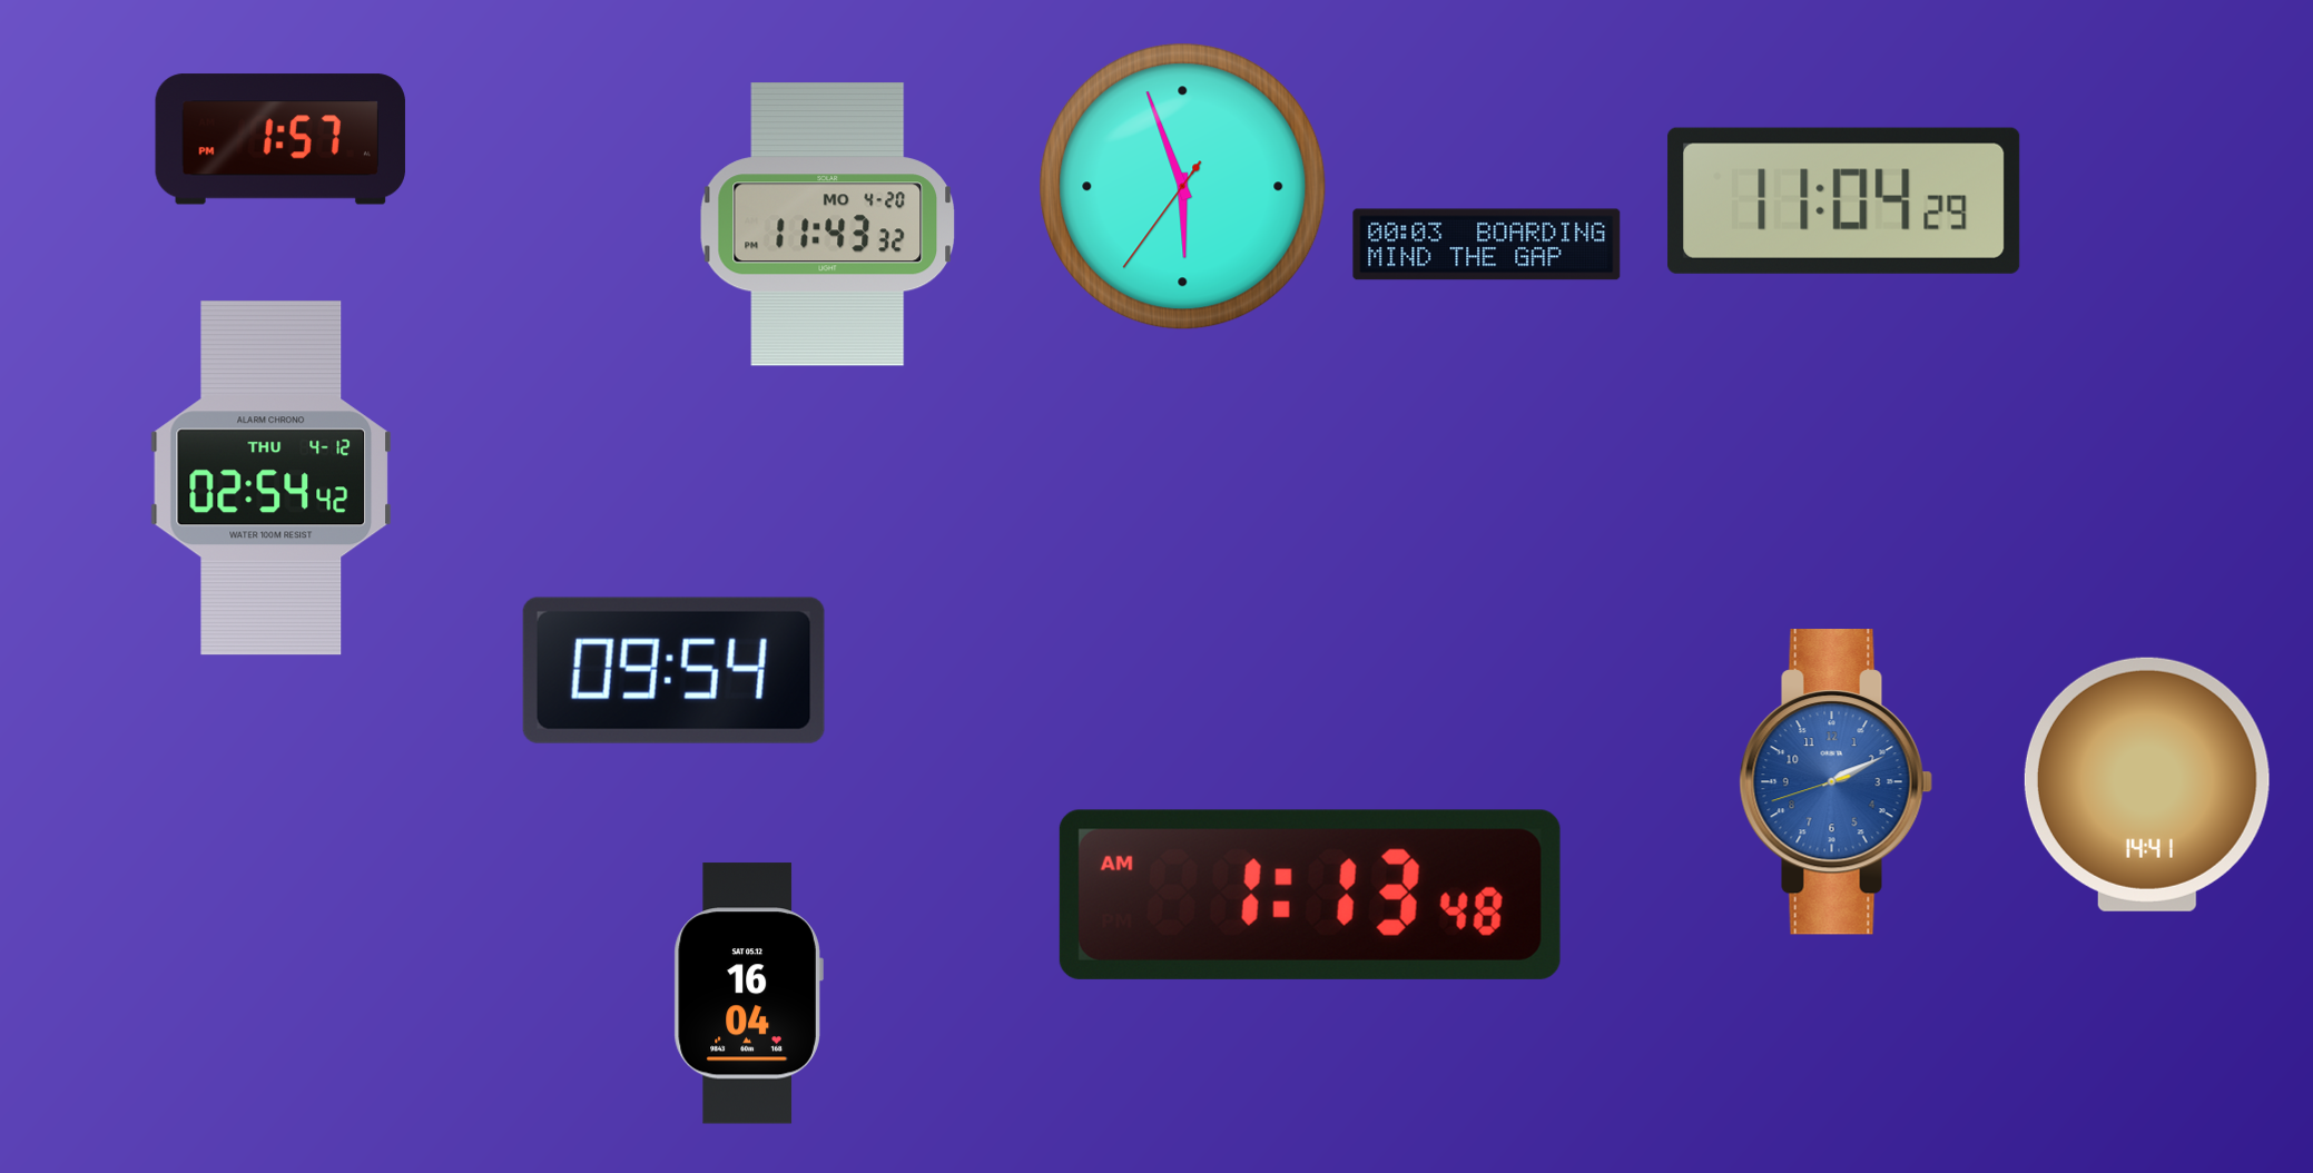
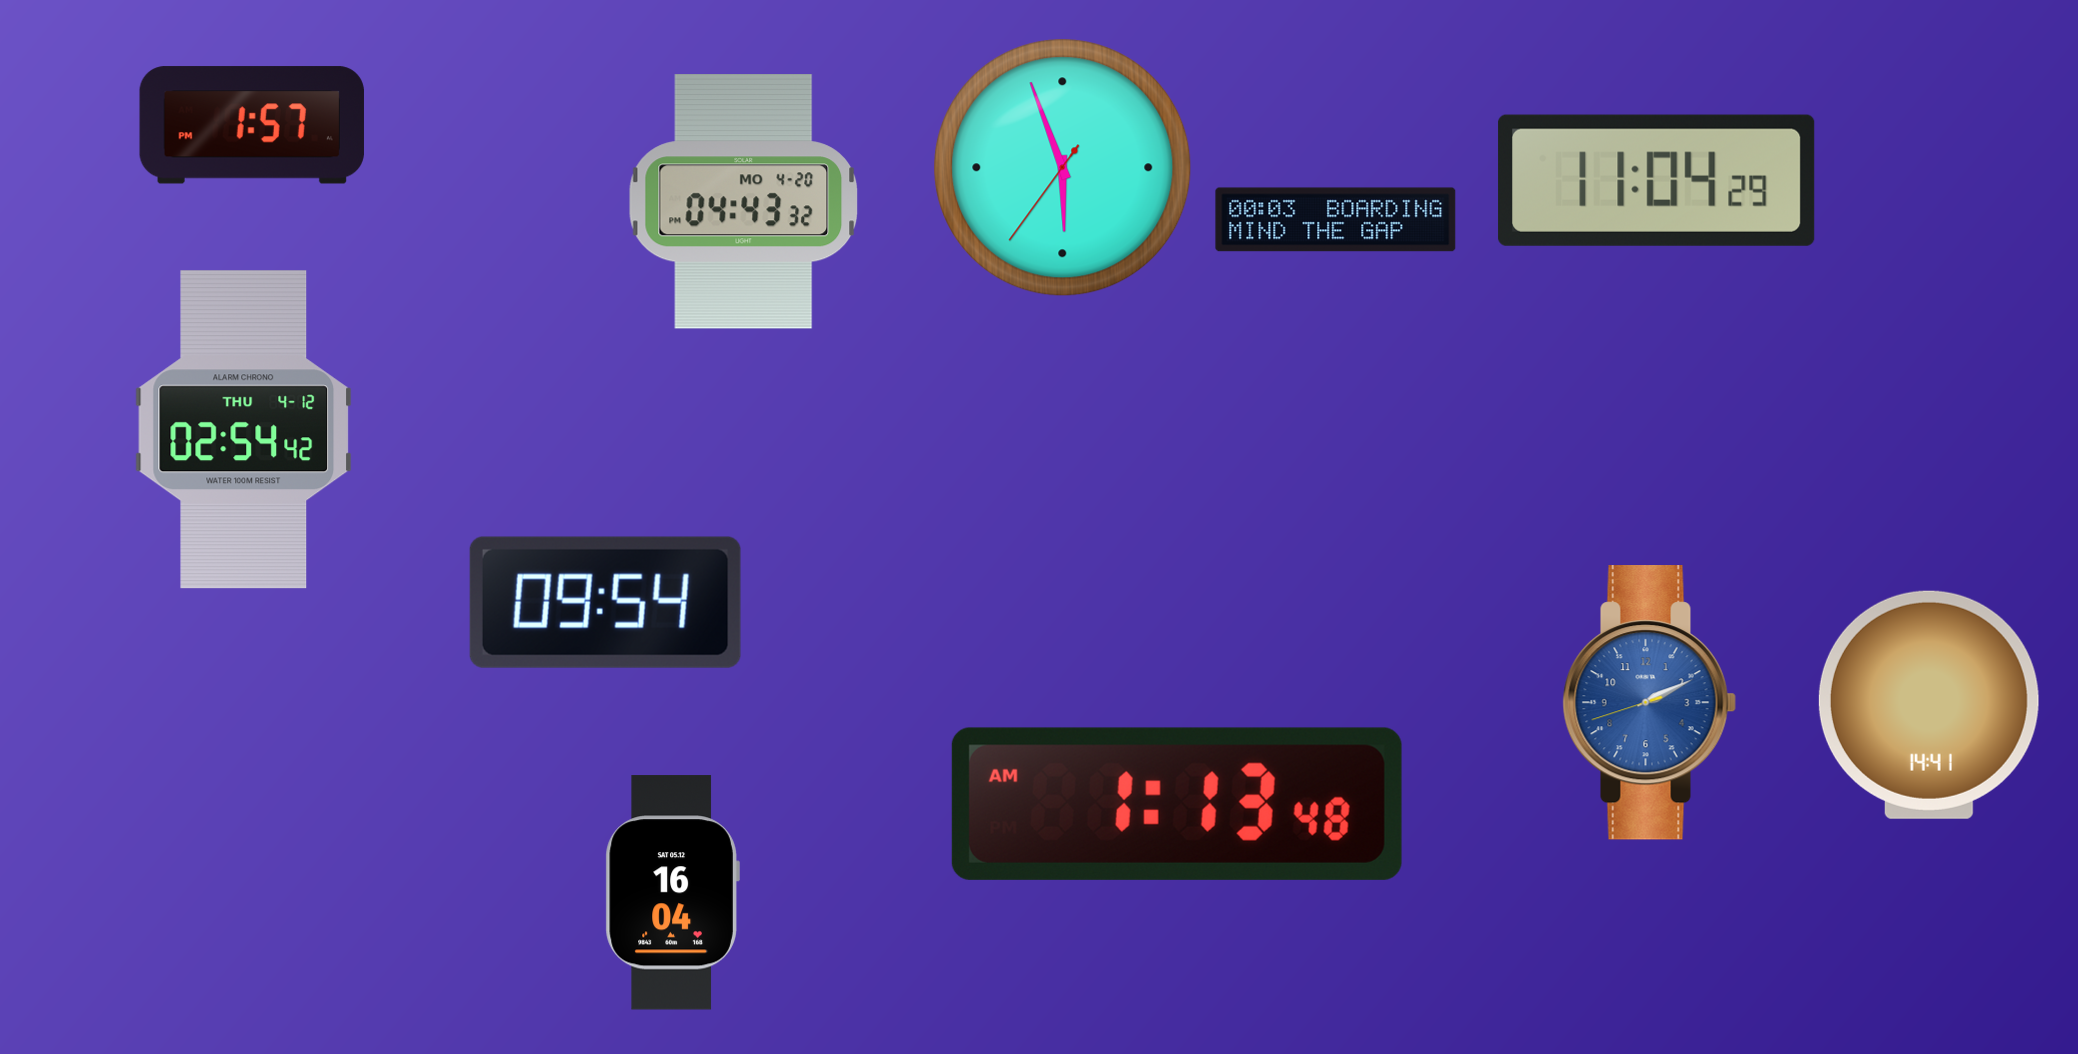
clock at (828, 225): 11:43 -> 04:43
